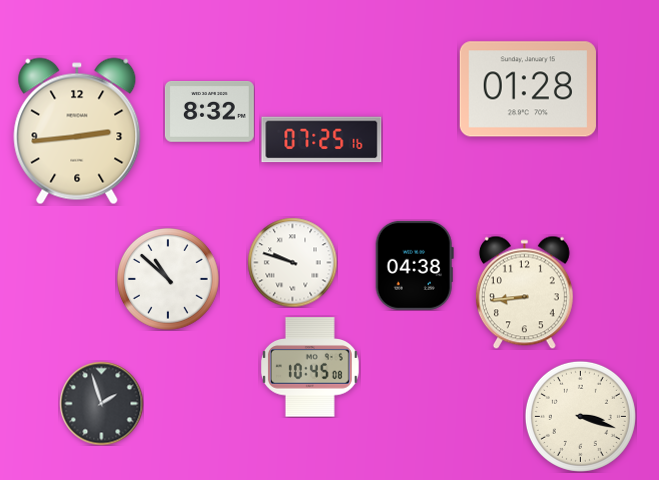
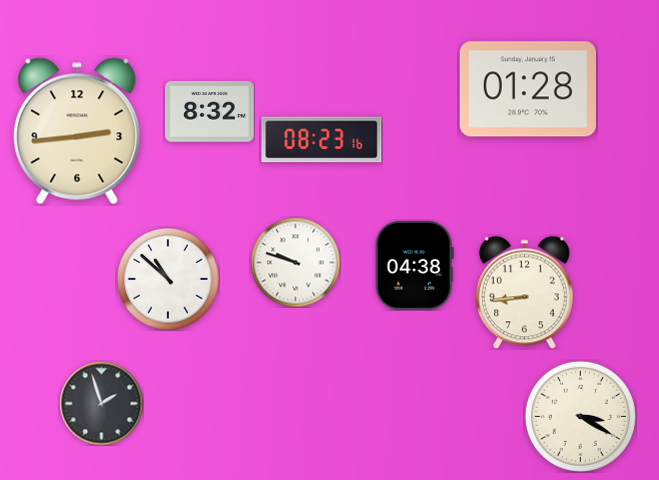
clock at (322, 140): 07:25 -> 08:23
clock at (292, 262) position: (292, 262) -> (295, 262)
clock at (310, 367): 10:45 -> none
clock at (580, 416): 3:18 -> 3:20
